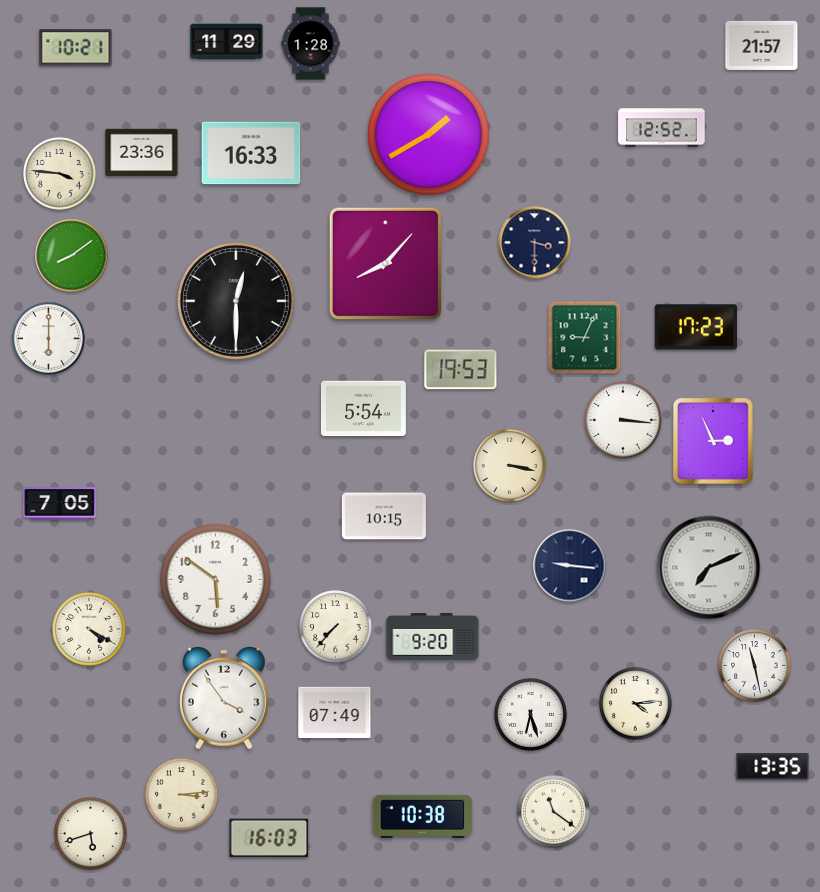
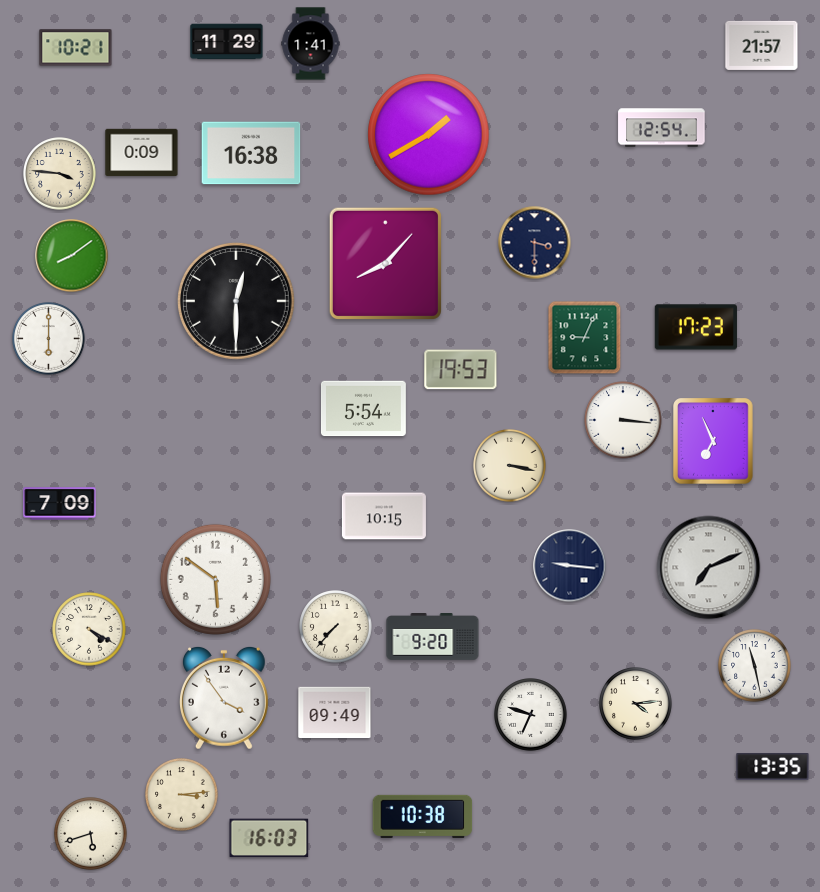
clock at (311, 44): 1:28 -> 1:41
clock at (662, 128): 12:52 -> 12:54
clock at (142, 153): 23:36 -> 0:09
clock at (251, 153): 16:33 -> 16:38
clock at (713, 441): 2:56 -> 6:56
clock at (60, 504): 7:05 -> 7:09
clock at (335, 713): 07:49 -> 09:49
clock at (531, 715): 6:27 -> 6:48
clock at (554, 812): 11:21 -> none
